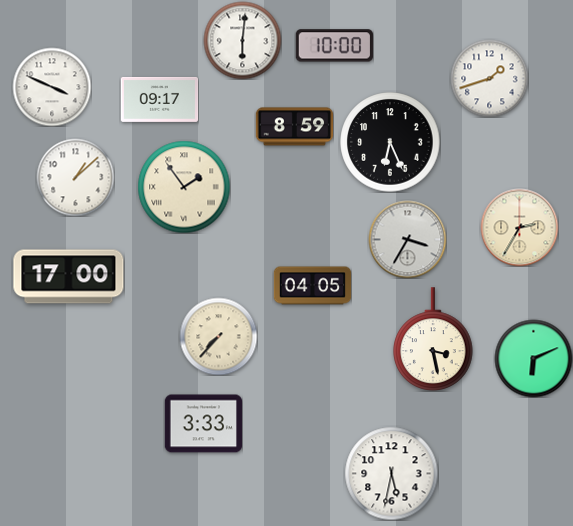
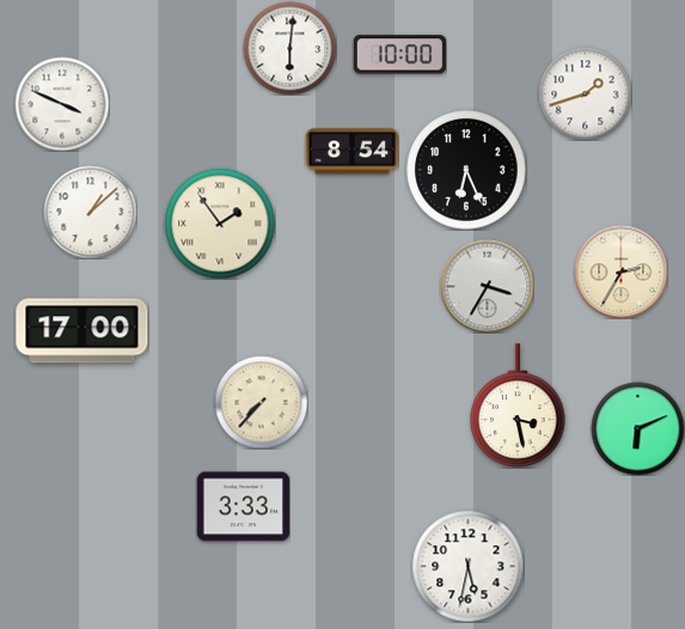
clock at (159, 99): 09:17 -> none
clock at (294, 127): 8:59 -> 8:54
clock at (312, 286): 04:05 -> none
